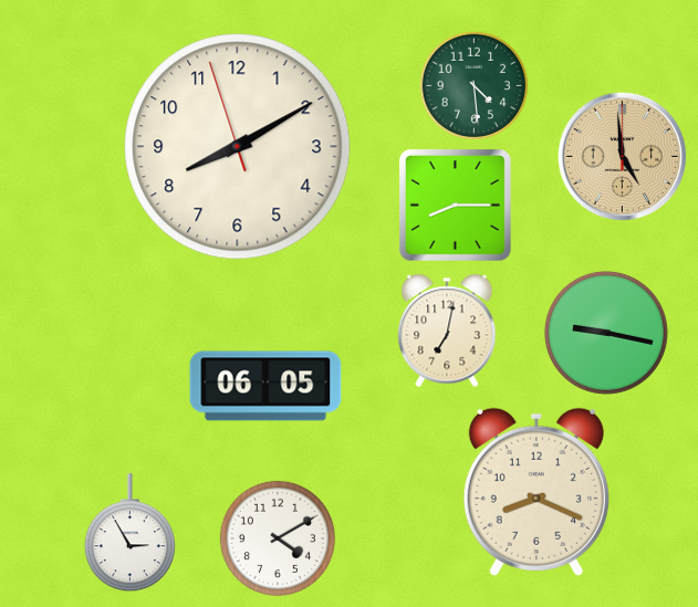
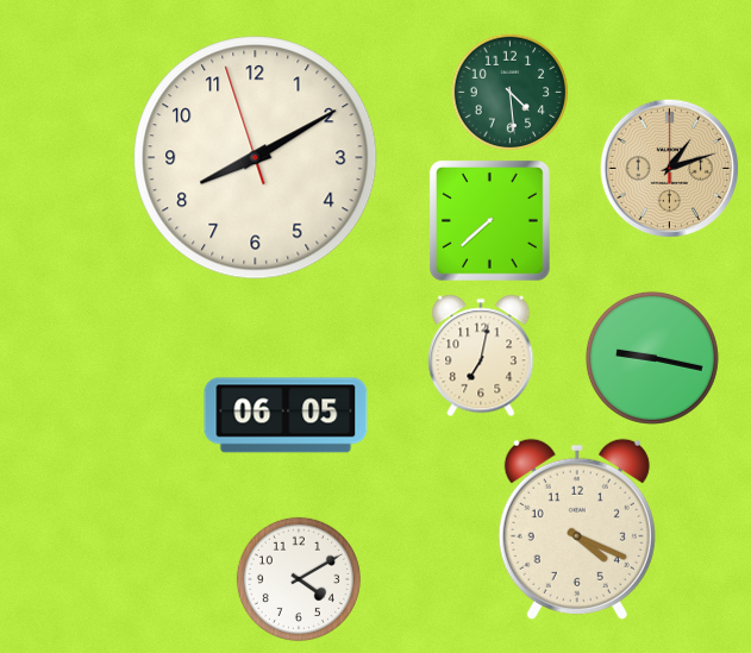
clock at (623, 157): 4:59 -> 1:12
clock at (456, 206): 8:15 -> 7:38
clock at (536, 492): 8:19 -> 4:19
clock at (129, 533): 2:55 -> none
